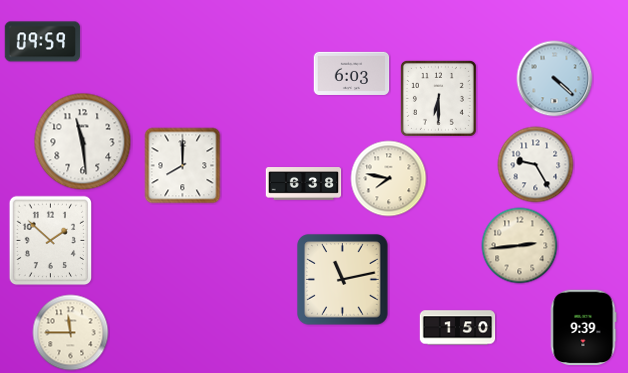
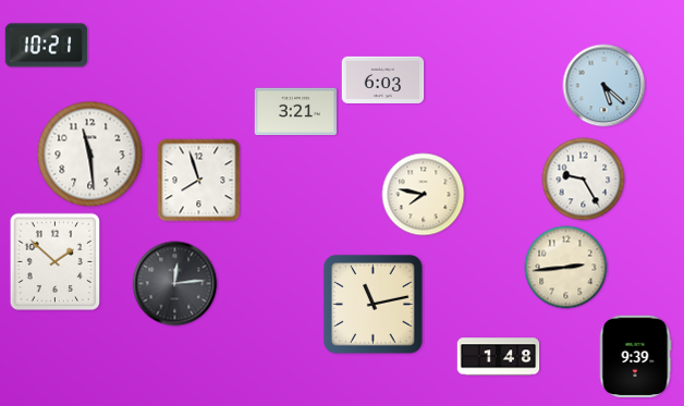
clock at (43, 42): 09:59 -> 10:21
clock at (555, 79): 4:22 -> 5:22
clock at (438, 98): 6:30 -> none
clock at (296, 112): none -> 3:21
clock at (183, 166): 8:00 -> 7:57
clock at (304, 184): 6:38 -> none
clock at (175, 284): none -> 12:14
clock at (458, 328): 1:50 -> 1:48
clock at (71, 333): 11:45 -> none
